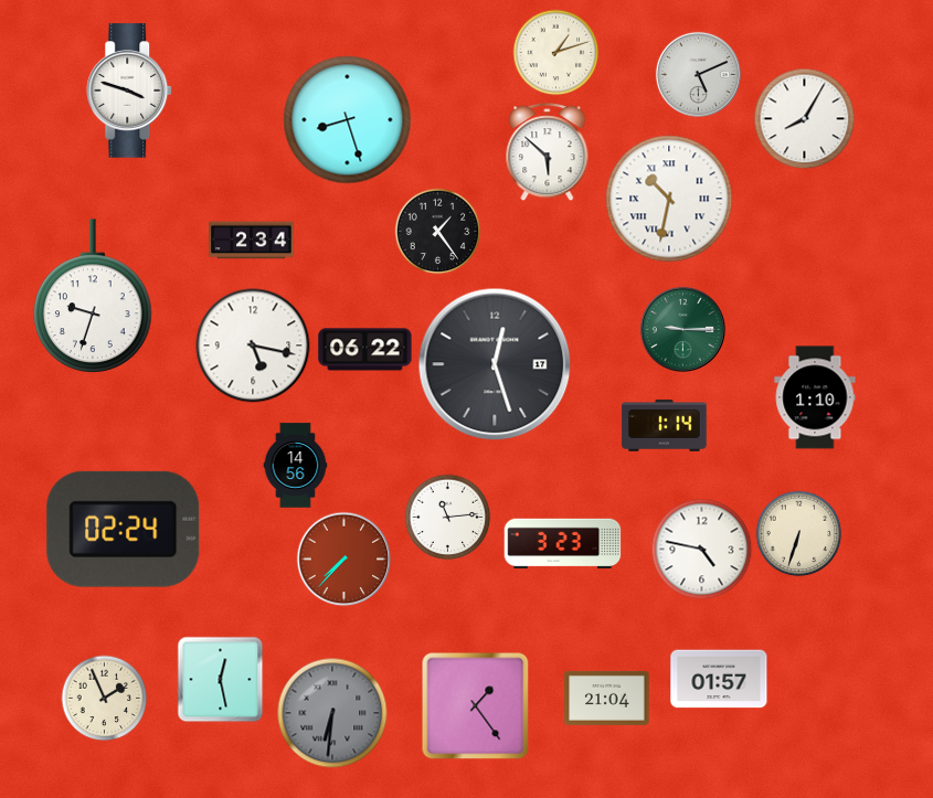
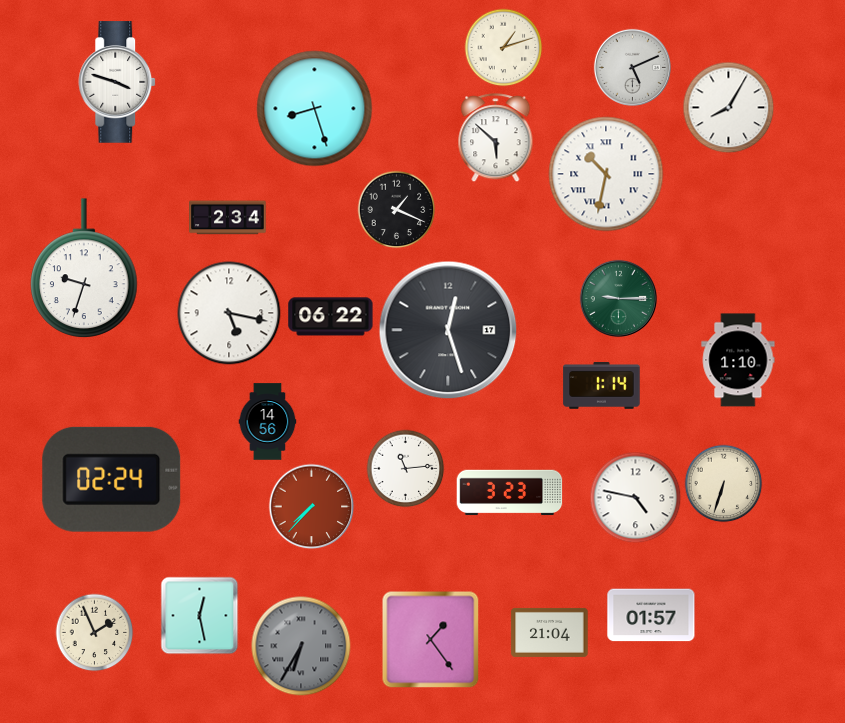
clock at (669, 199) position: (669, 199) -> (606, 174)
clock at (437, 231): 1:24 -> 1:19
clock at (332, 713): 6:31 -> 6:35
